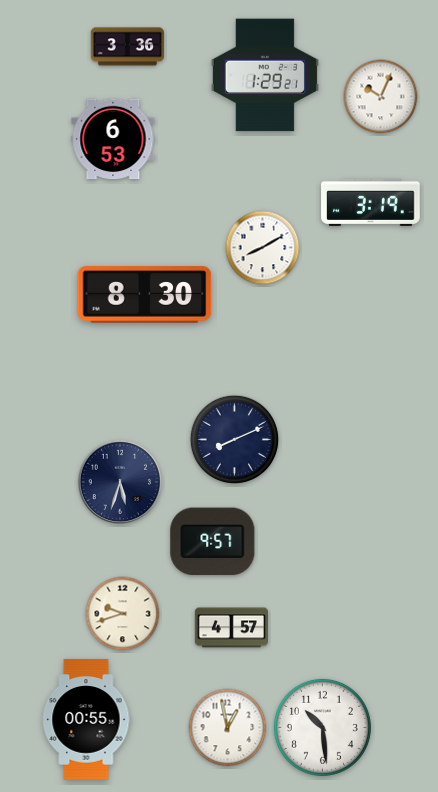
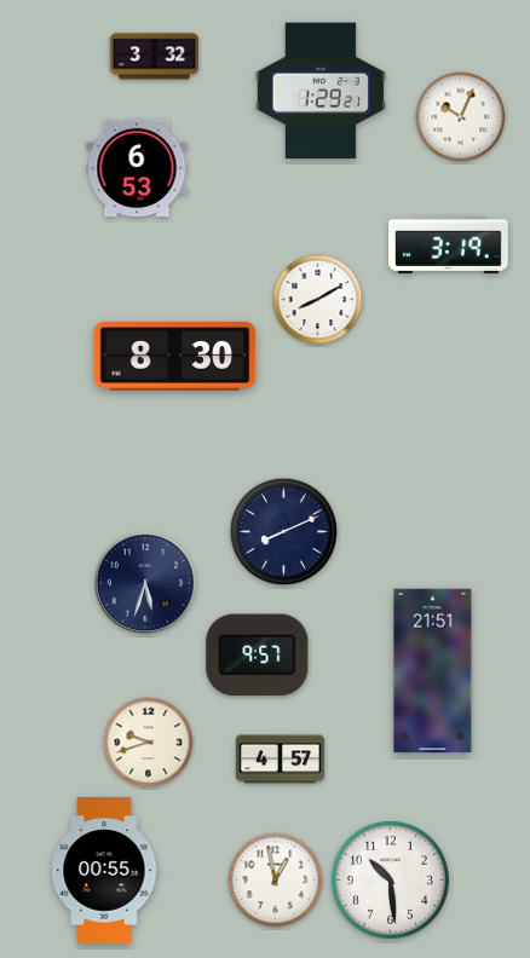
clock at (127, 47): 3:36 -> 3:32
clock at (433, 671): none -> 21:51
